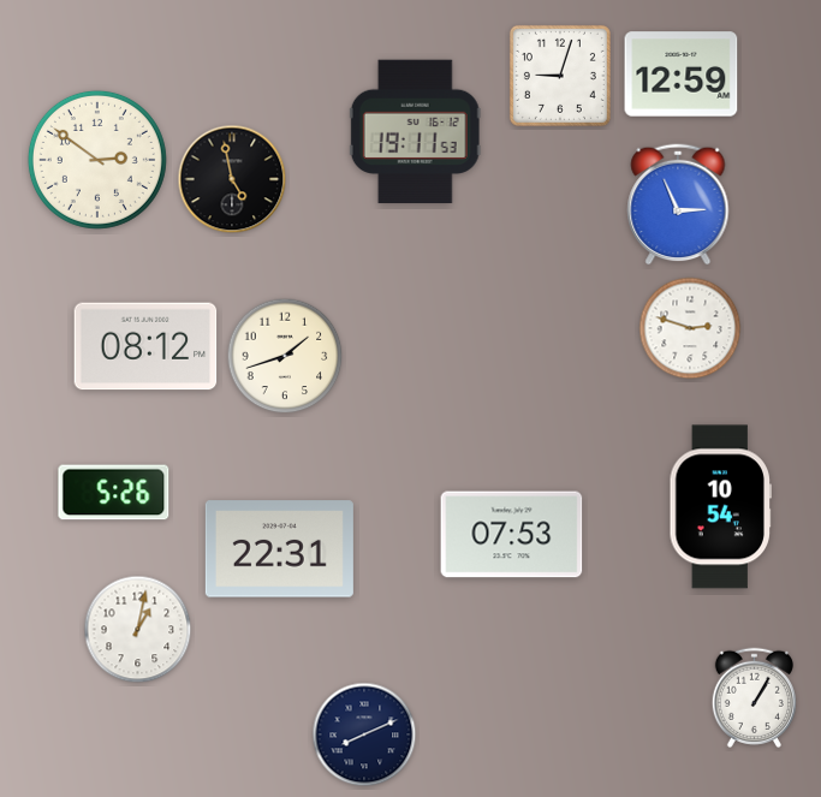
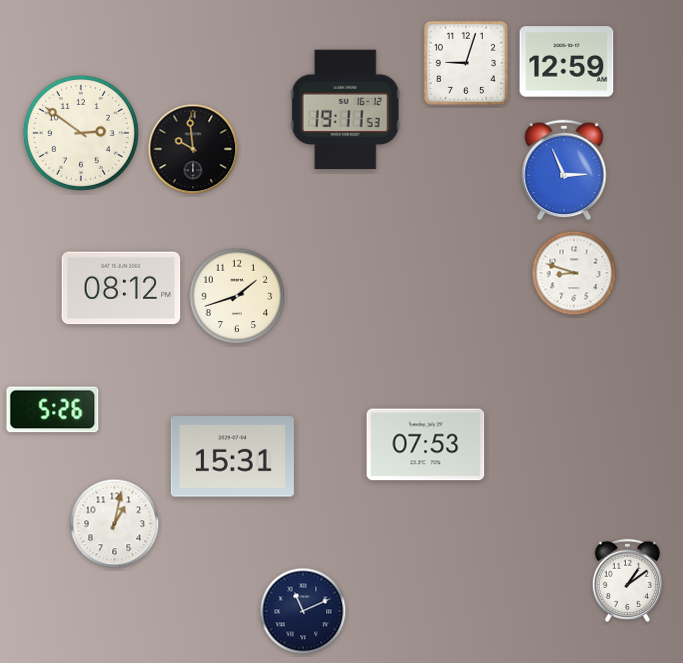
clock at (232, 179): 4:58 -> 9:59
clock at (690, 328): 2:48 -> 8:48
clock at (114, 493) position: (114, 493) -> (53, 410)
clock at (721, 507): 10:54 -> none
clock at (279, 549): 22:31 -> 15:31
clock at (754, 697): 1:05 -> 1:09
clock at (364, 734): 8:11 -> 11:11
